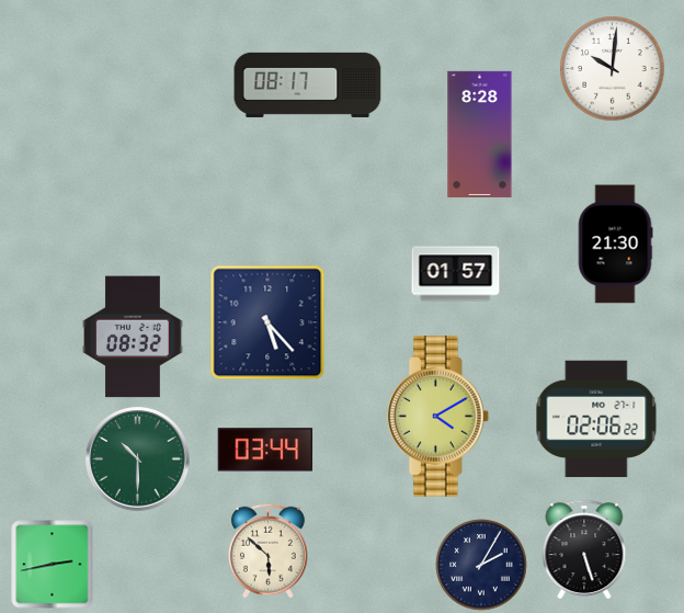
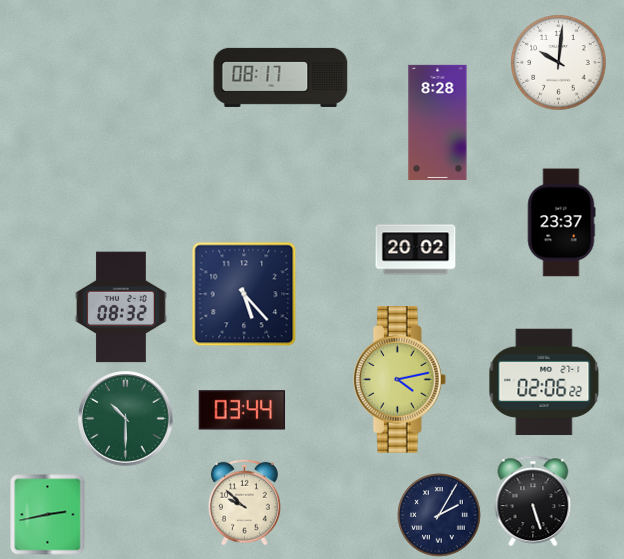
clock at (615, 245): 21:30 -> 23:37
clock at (456, 274): 01:57 -> 20:02
clock at (437, 417): 4:10 -> 4:13
clock at (267, 550): 5:52 -> 9:52
